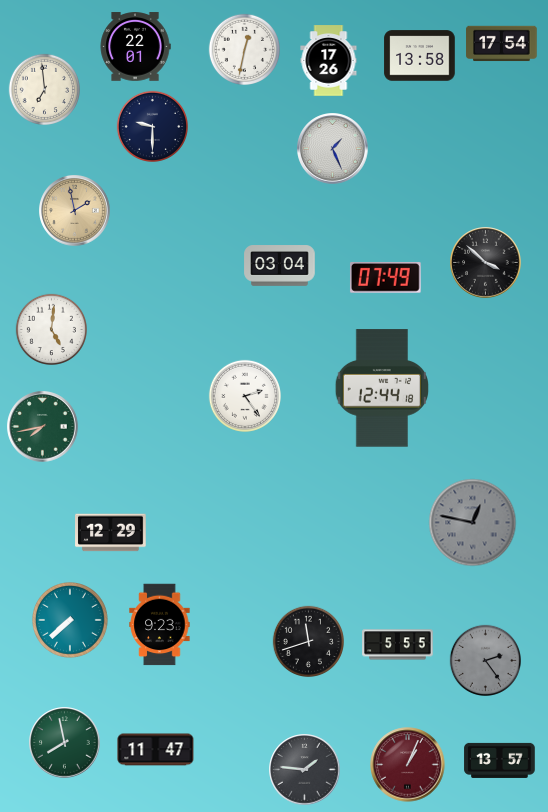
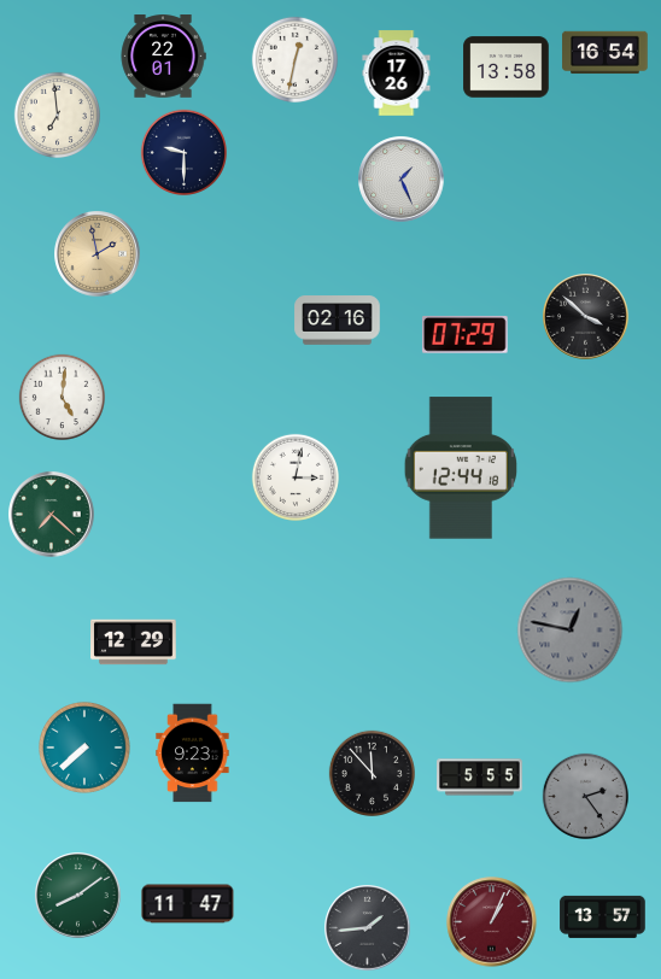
clock at (502, 44): 17:54 -> 16:54
clock at (44, 89) position: (44, 89) -> (57, 115)
clock at (75, 211) position: (75, 211) -> (98, 254)
clock at (280, 266): 03:04 -> 02:16
clock at (386, 278): 07:49 -> 07:29
clock at (245, 396): 2:24 -> 3:02
clock at (43, 427): 7:43 -> 7:22
clock at (308, 641): 11:42 -> 11:53
clock at (65, 743): 7:58 -> 8:09
clock at (305, 770): 1:46 -> 1:44
